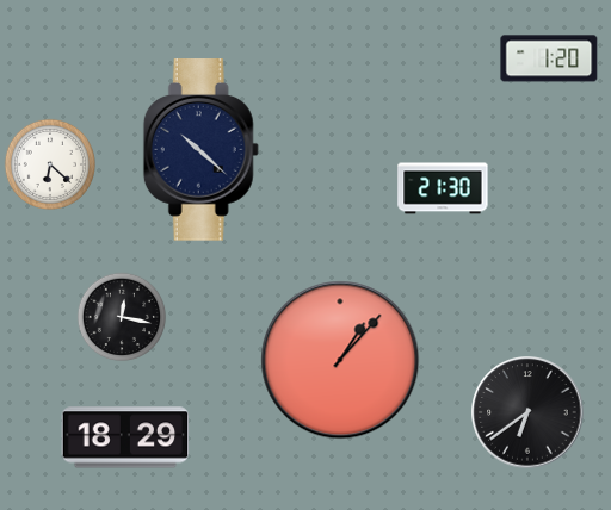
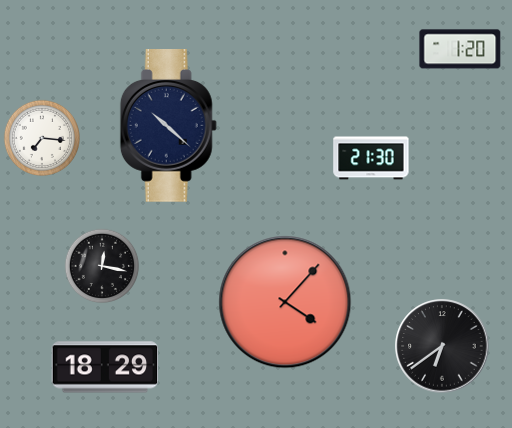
clock at (49, 163): 6:22 -> 7:16
clock at (340, 360): 1:07 -> 4:07
